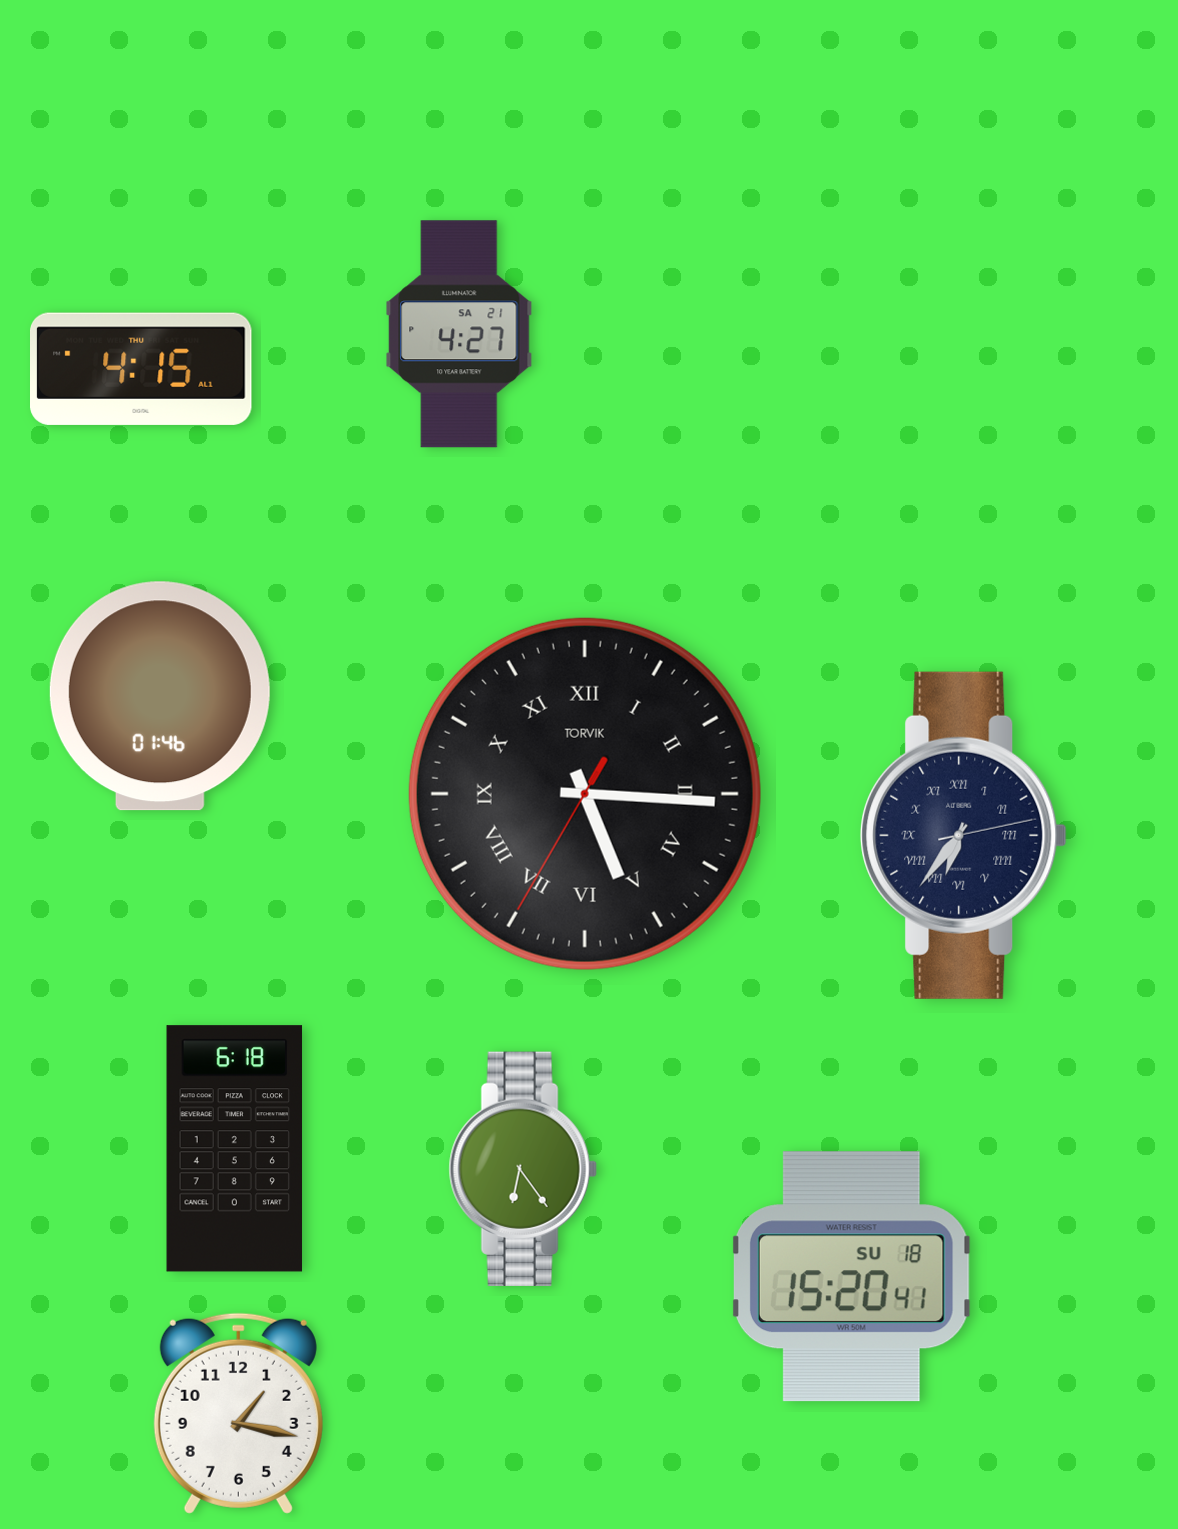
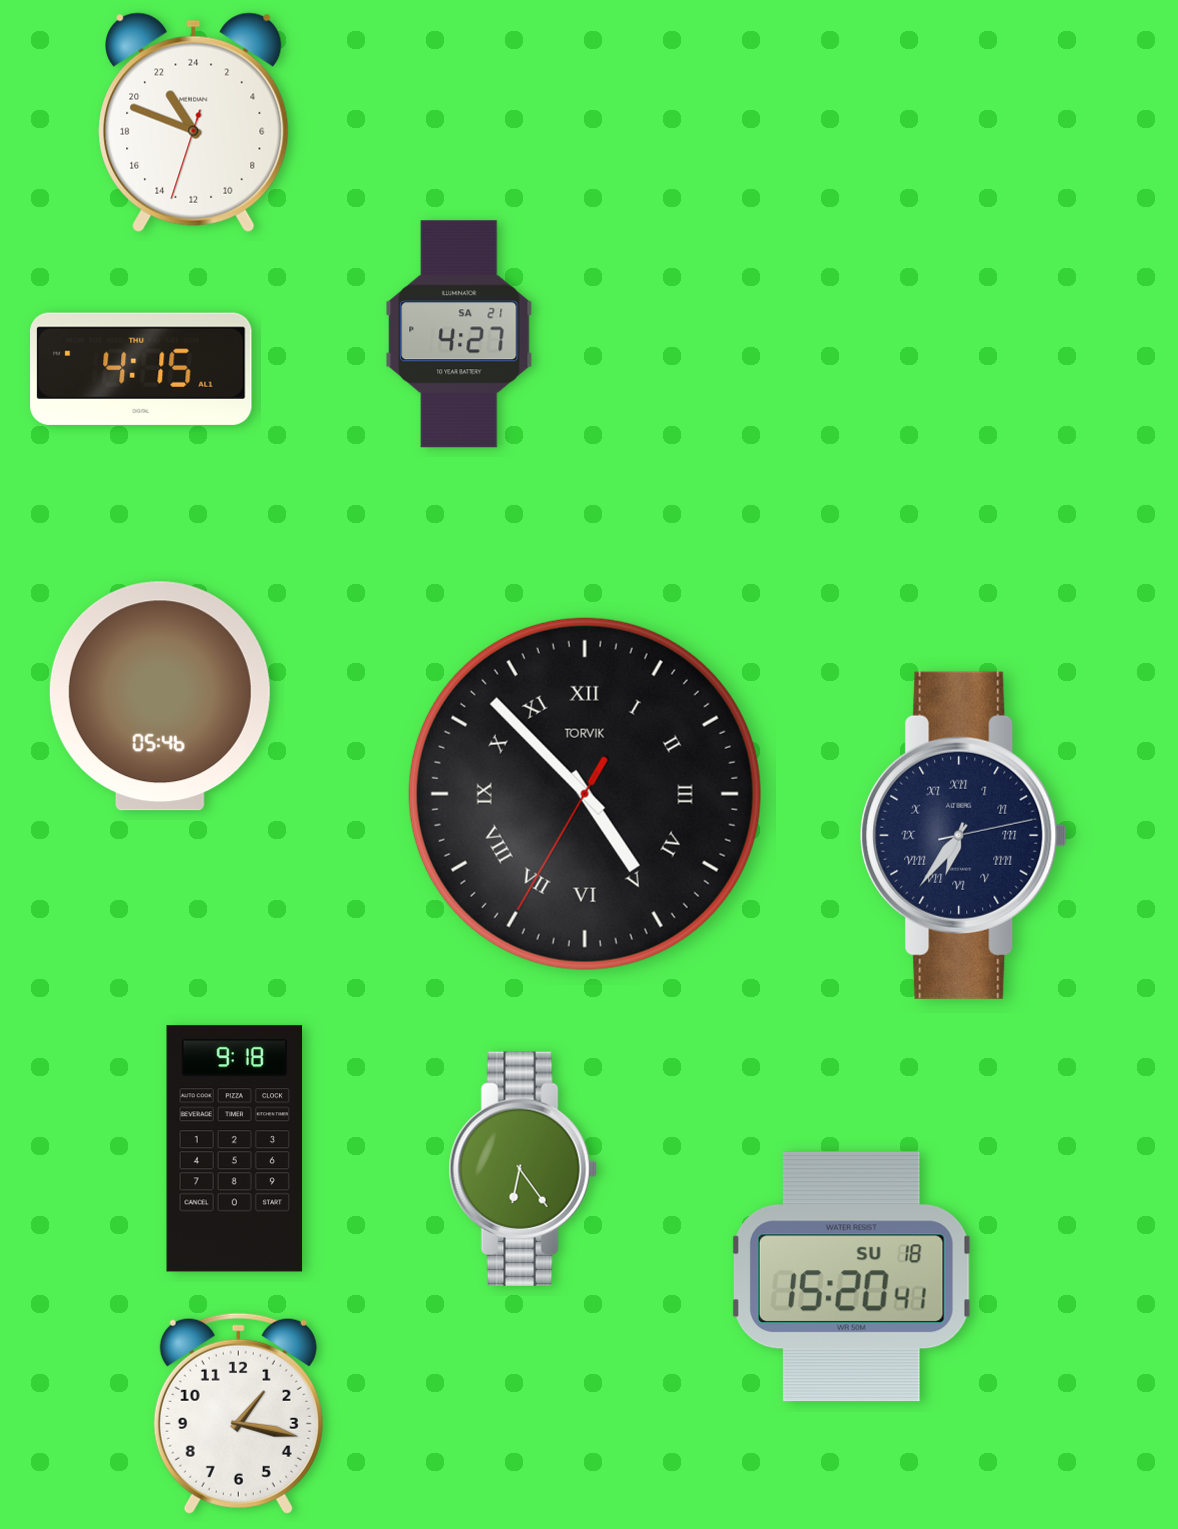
clock at (194, 122): none -> 21:48
clock at (160, 696): 01:46 -> 05:46
clock at (585, 794): 5:15 -> 4:52
clock at (235, 1149): 6:18 -> 9:18
